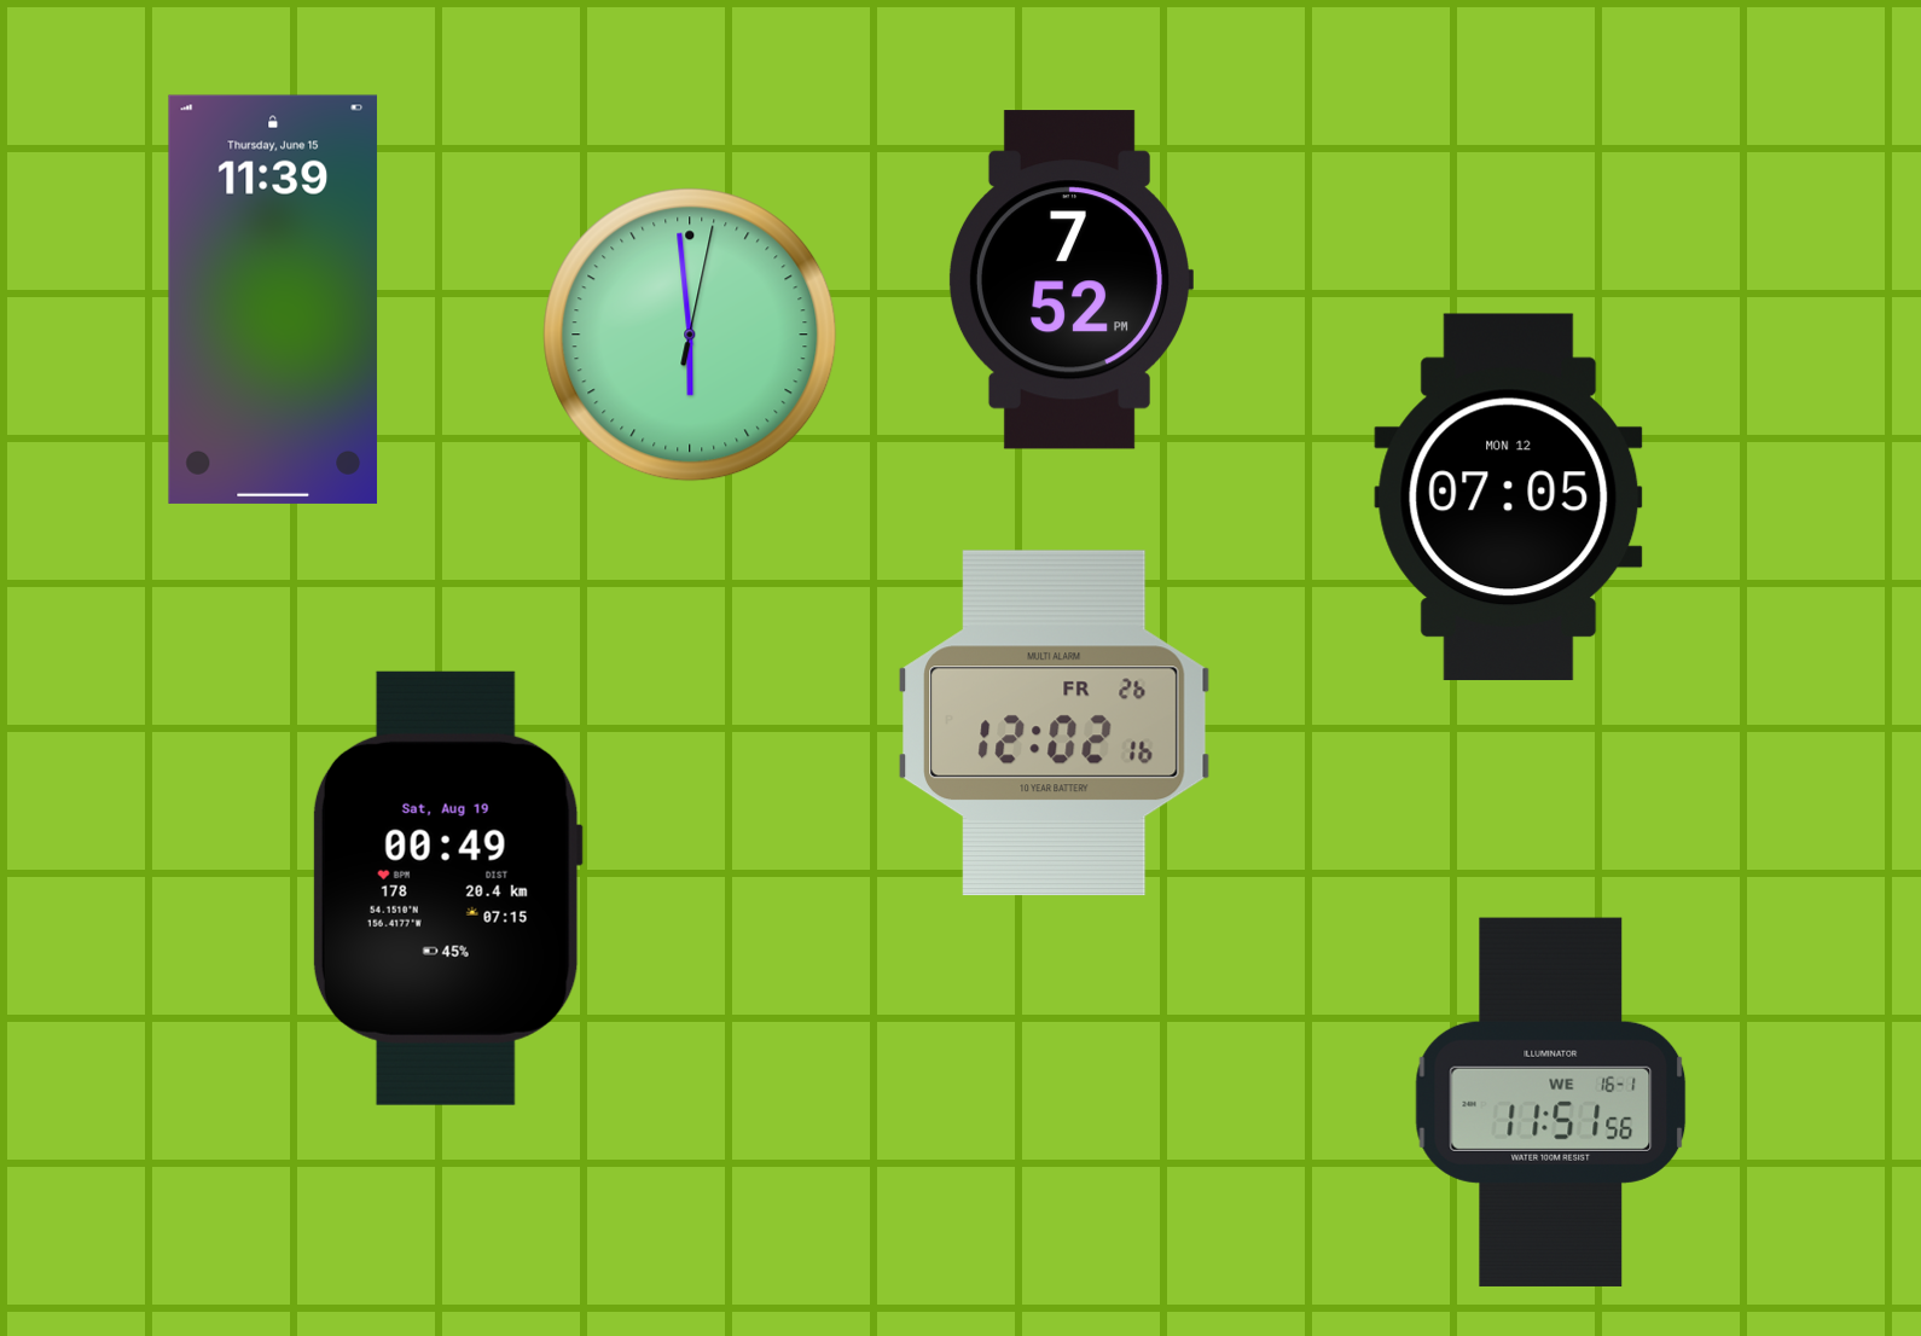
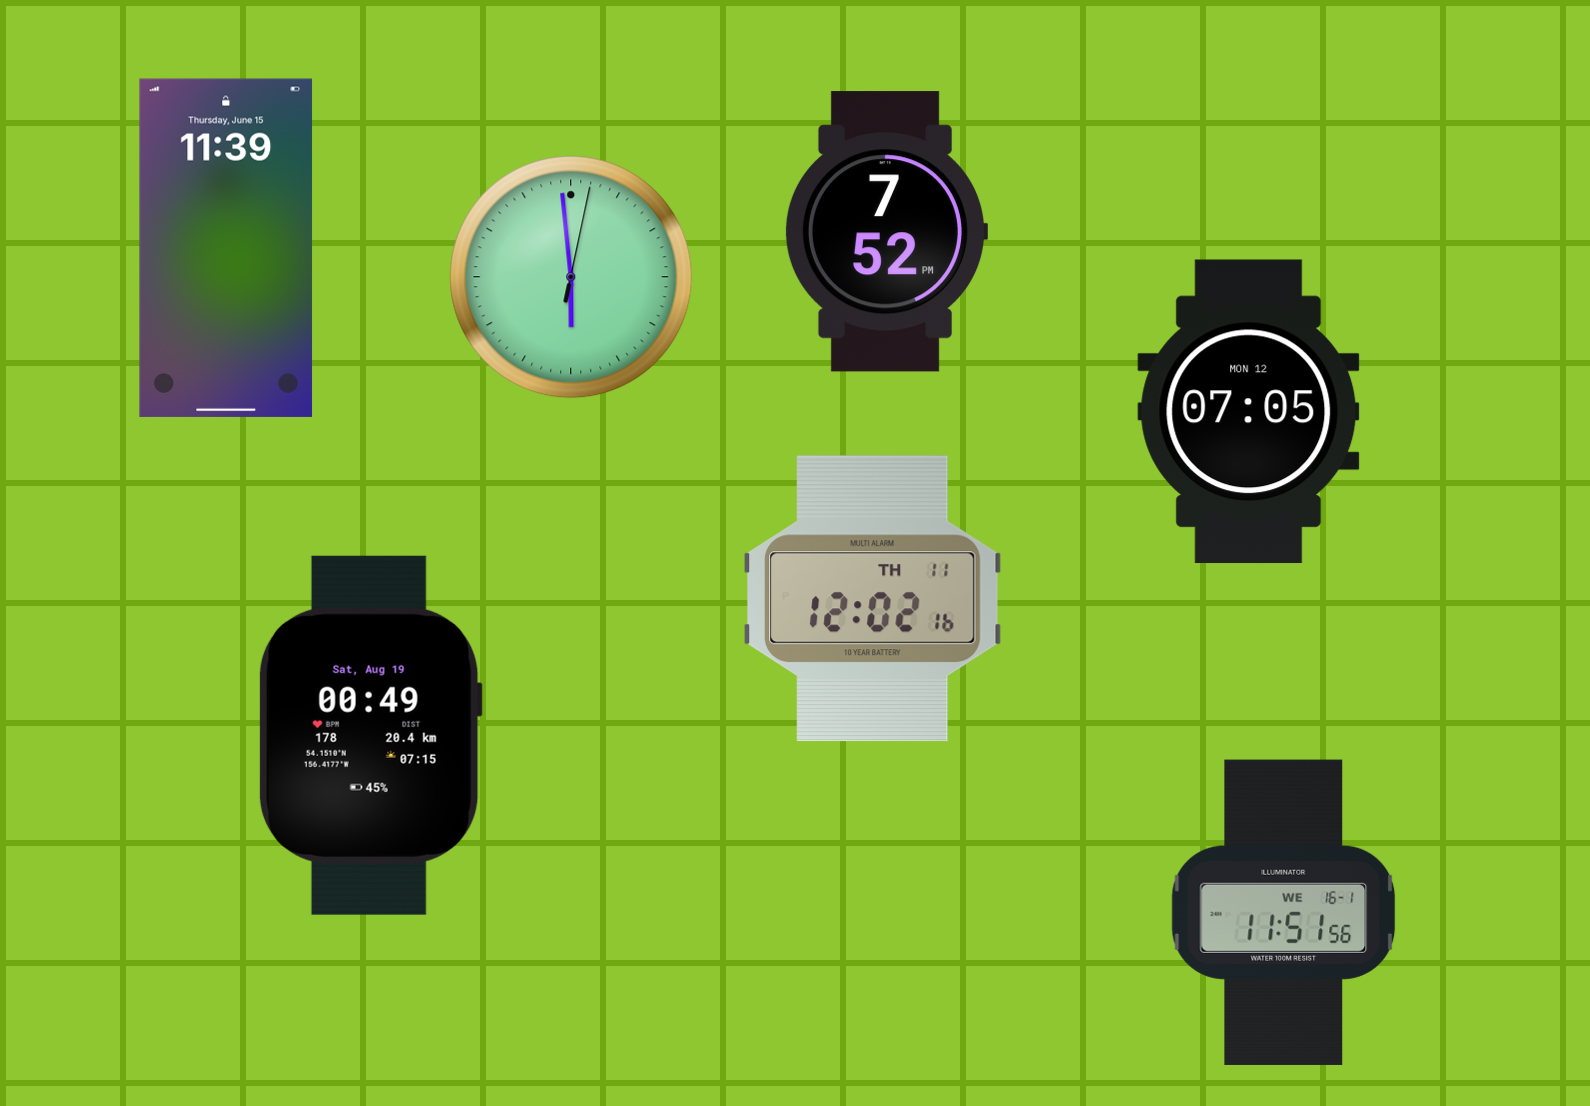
clock at (1054, 724) date: FR 26 -> TH 11
